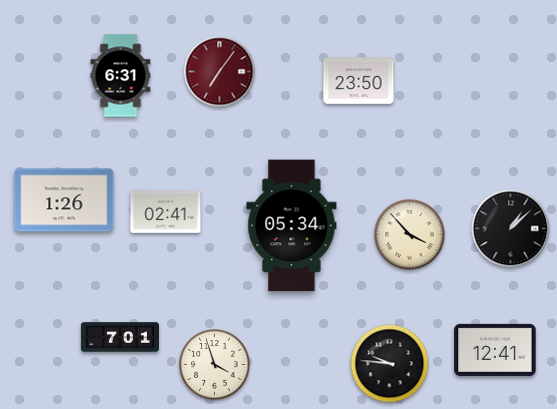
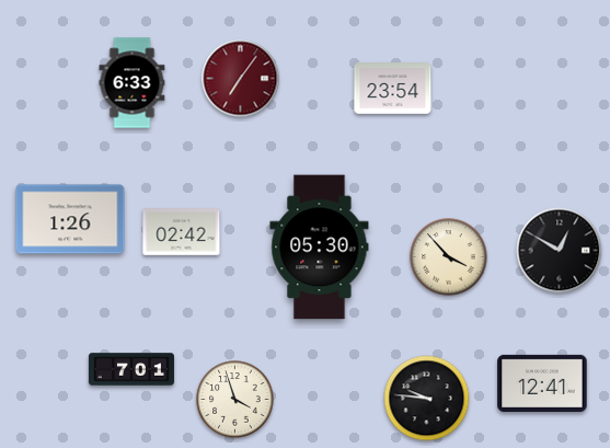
clock at (121, 76): 6:31 -> 6:33
clock at (359, 81): 23:50 -> 23:54
clock at (166, 212): 02:41 -> 02:42
clock at (292, 226): 05:34 -> 05:30
clock at (511, 229): 1:08 -> 12:50
